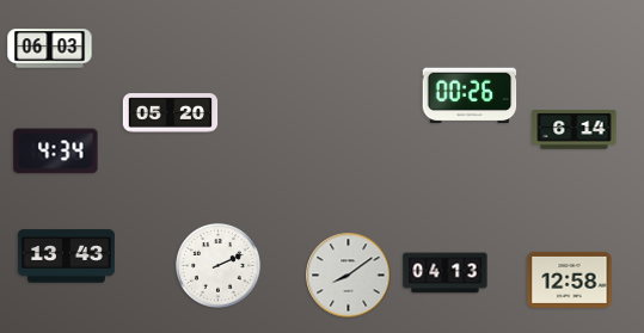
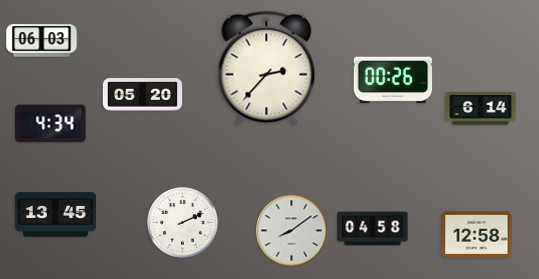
clock at (267, 69): none -> 2:37
clock at (56, 152) position: (56, 152) -> (51, 124)
clock at (66, 257): 13:43 -> 13:45
clock at (446, 273): 04:13 -> 04:58
